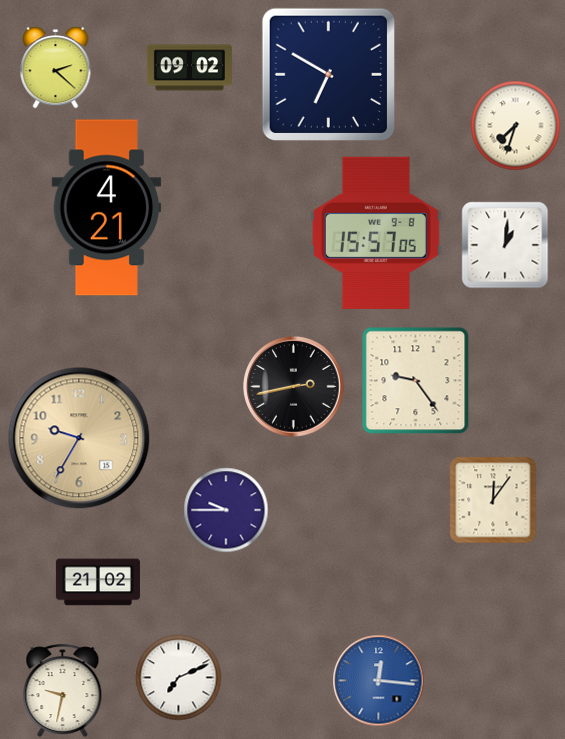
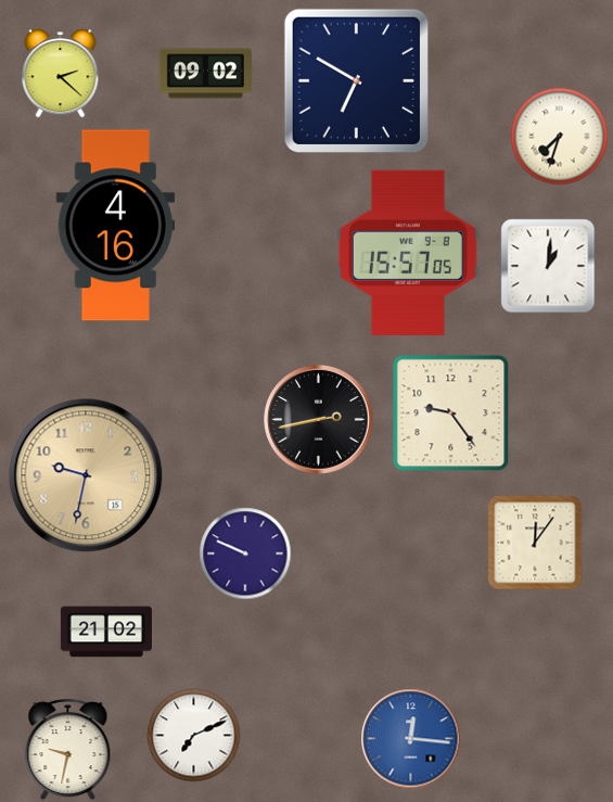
clock at (107, 208): 4:21 -> 4:16
clock at (79, 438): 9:35 -> 9:32
clock at (226, 510): 9:45 -> 9:49
